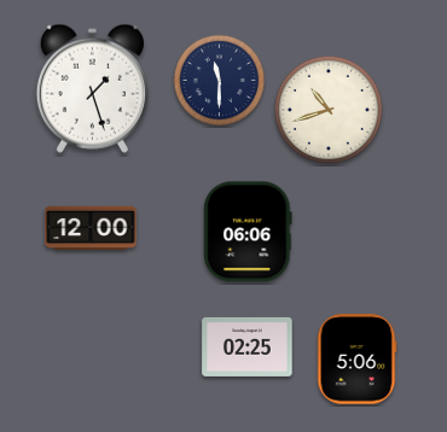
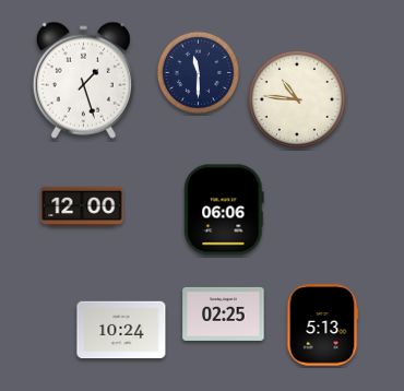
clock at (329, 110): 10:42 -> 10:46
clock at (356, 360): 5:06 -> 5:13
clock at (121, 330): none -> 10:24
